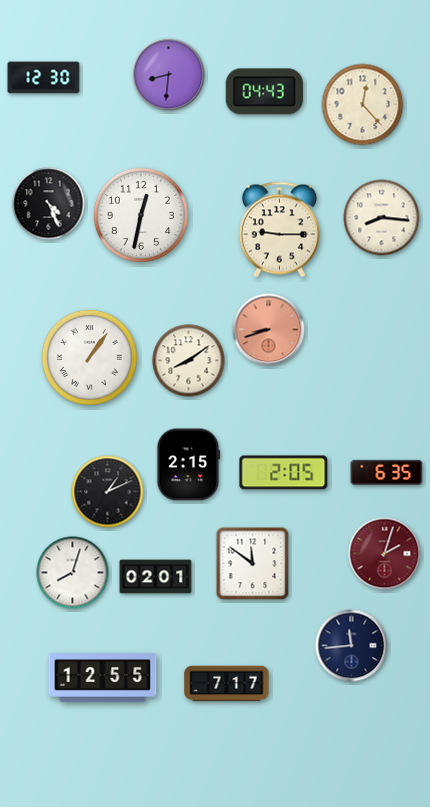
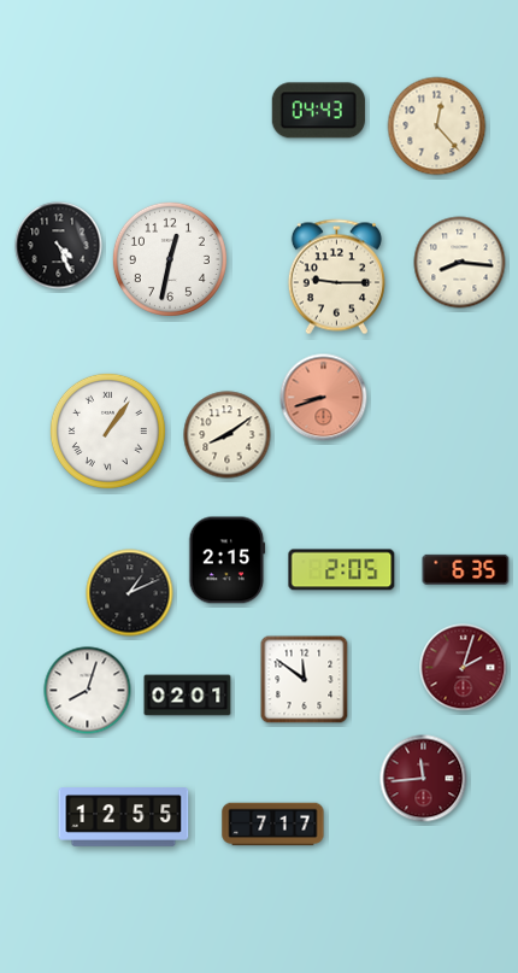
clock at (169, 75): 8:31 -> none
clock at (44, 78): 12:30 -> none
clock at (352, 646) dial: navy -> burgundy
